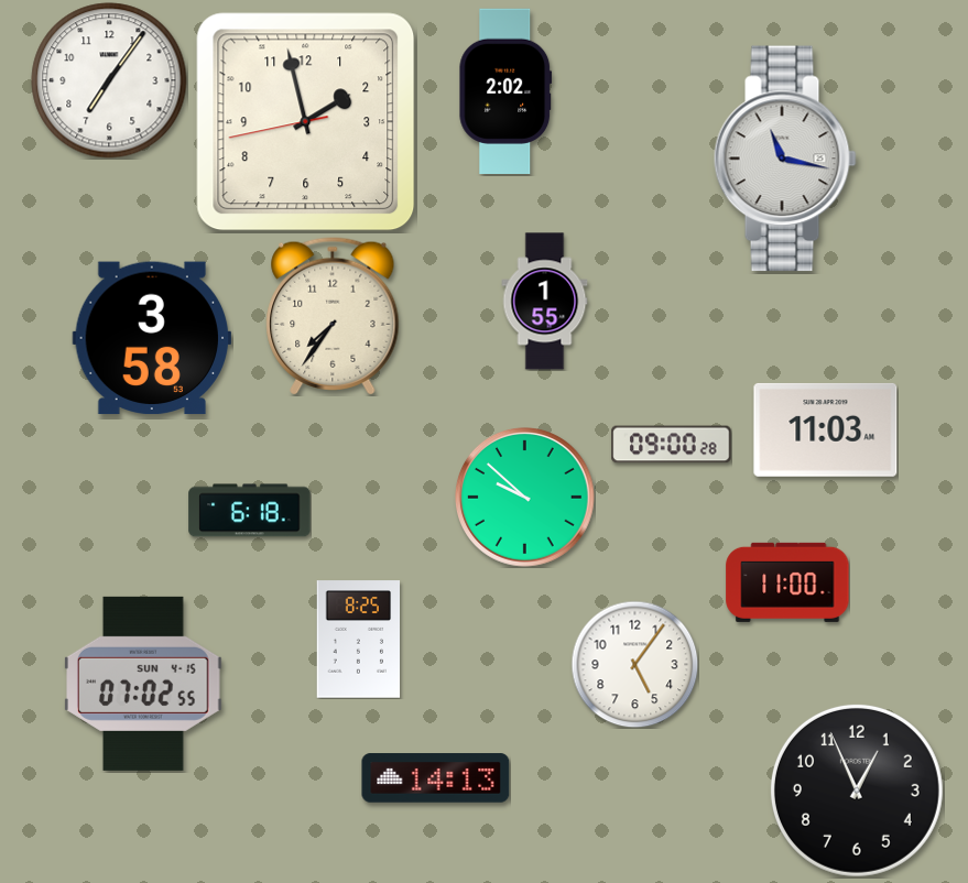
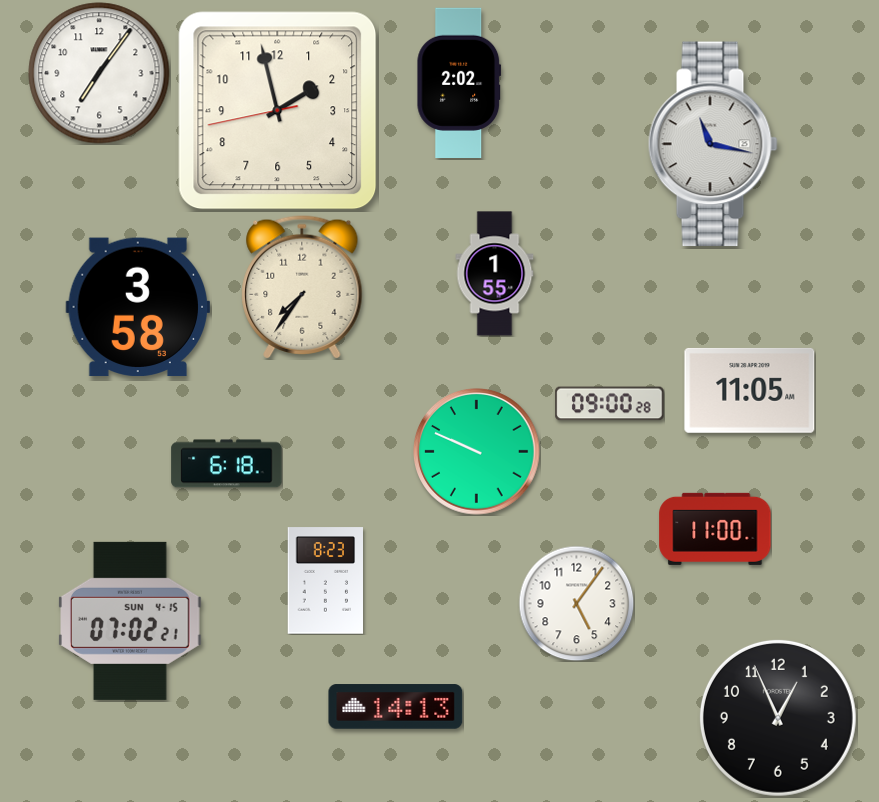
clock at (826, 429): 11:03 -> 11:05
clock at (525, 498): 9:52 -> 9:49
clock at (359, 640): 8:25 -> 8:23
clock at (144, 684): 07:02:55 -> 07:02:21
